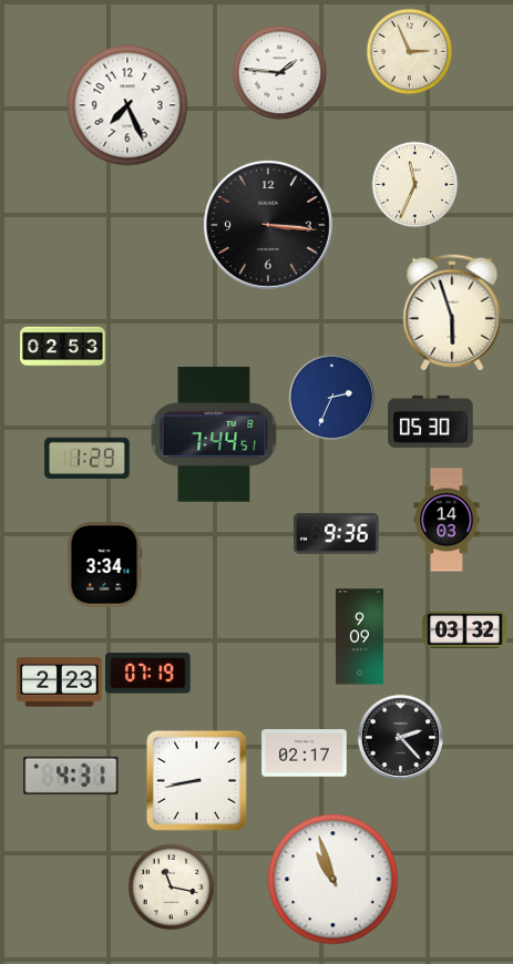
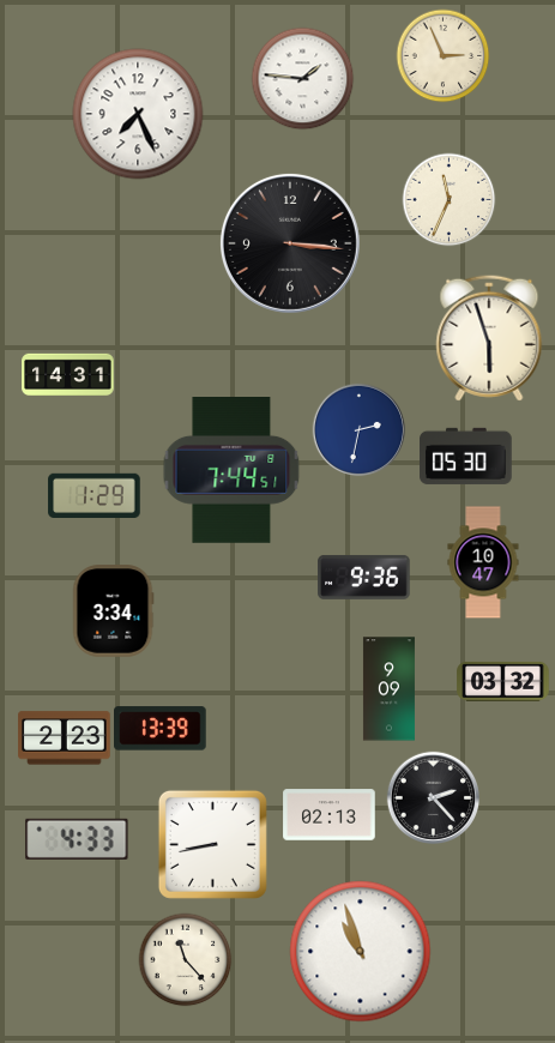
clock at (63, 346): 02:53 -> 14:31
clock at (331, 397): 2:34 -> 2:32
clock at (447, 520): 14:03 -> 10:47
clock at (148, 674): 07:19 -> 13:39
clock at (305, 753): 02:17 -> 02:13
clock at (71, 776): 4:31 -> 4:33
clock at (171, 886): 11:17 -> 11:23
